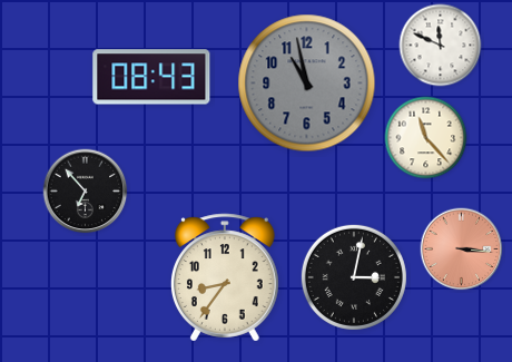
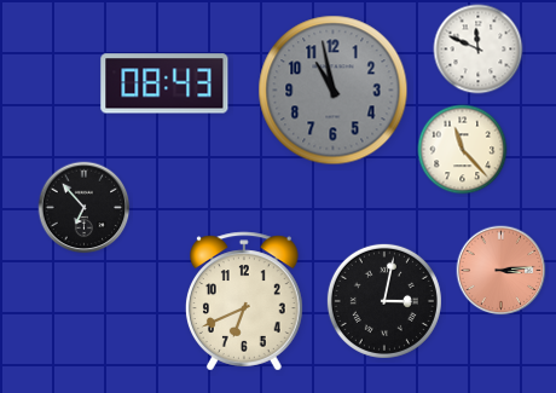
clock at (86, 192) position: (86, 192) -> (85, 208)
clock at (462, 250): 3:16 -> 3:14
clock at (225, 277): 8:36 -> 6:41
